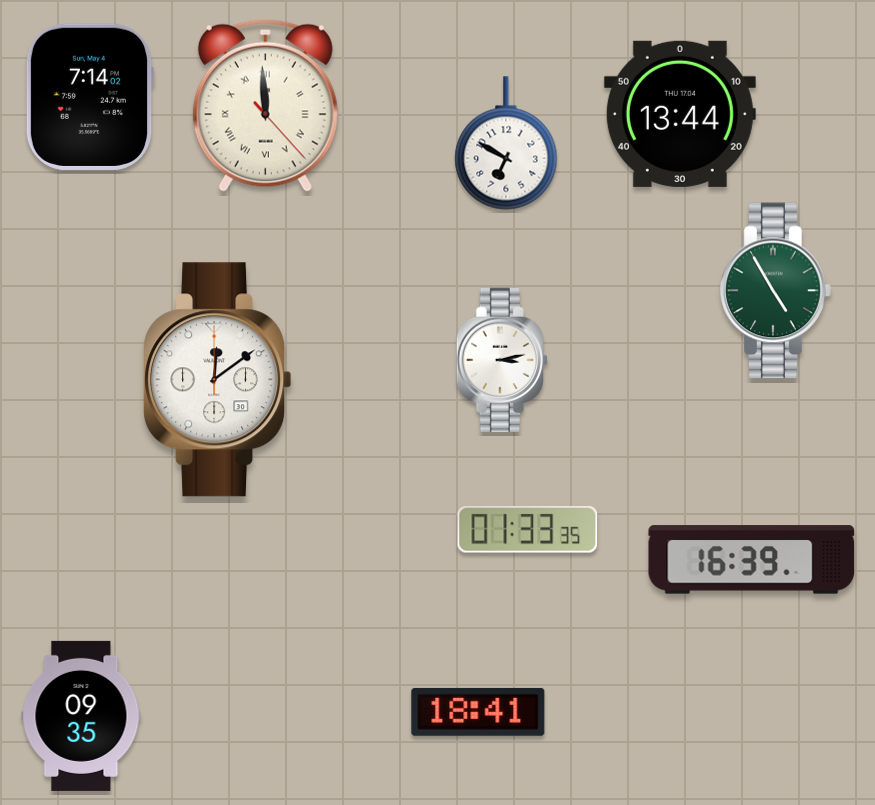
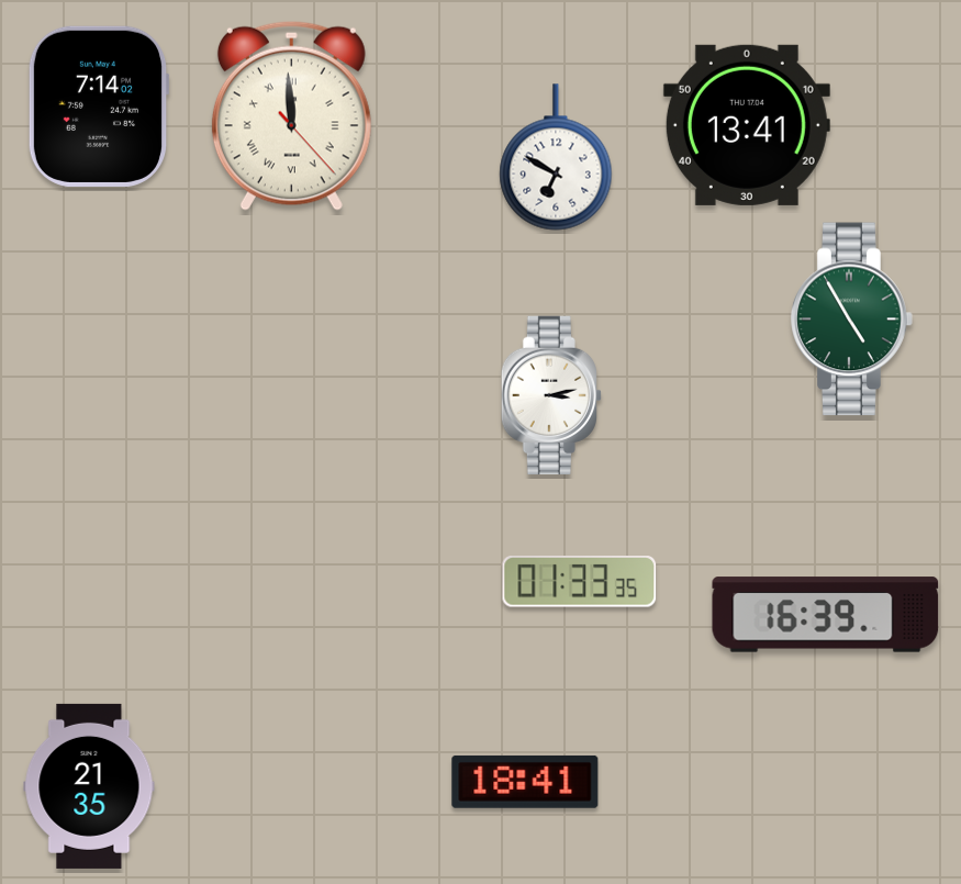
clock at (680, 114): 13:44 -> 13:41
clock at (218, 380): 12:09 -> none
clock at (81, 716): 09:35 -> 21:35
